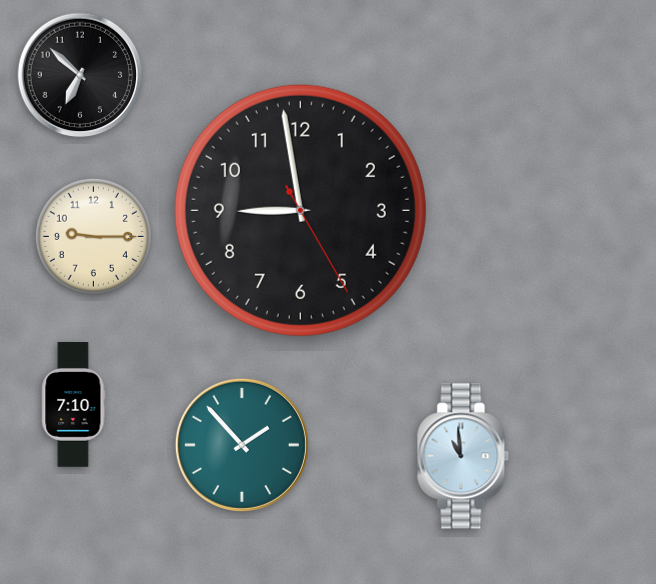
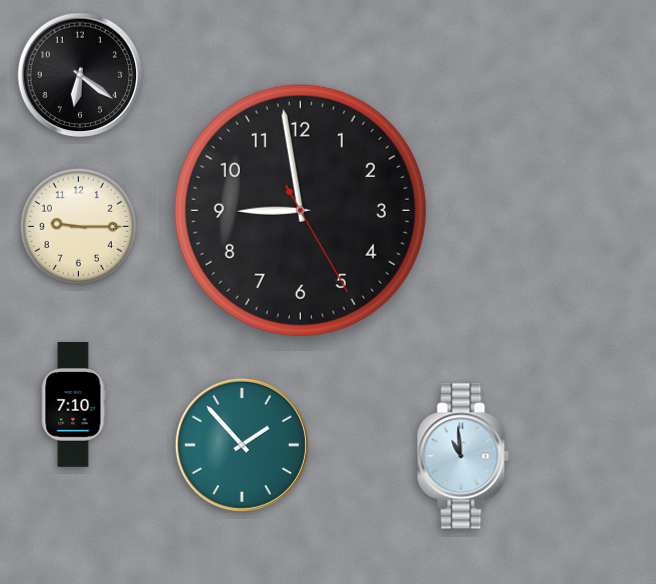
clock at (80, 75): 6:52 -> 6:21
clock at (93, 236) position: (93, 236) -> (78, 226)
